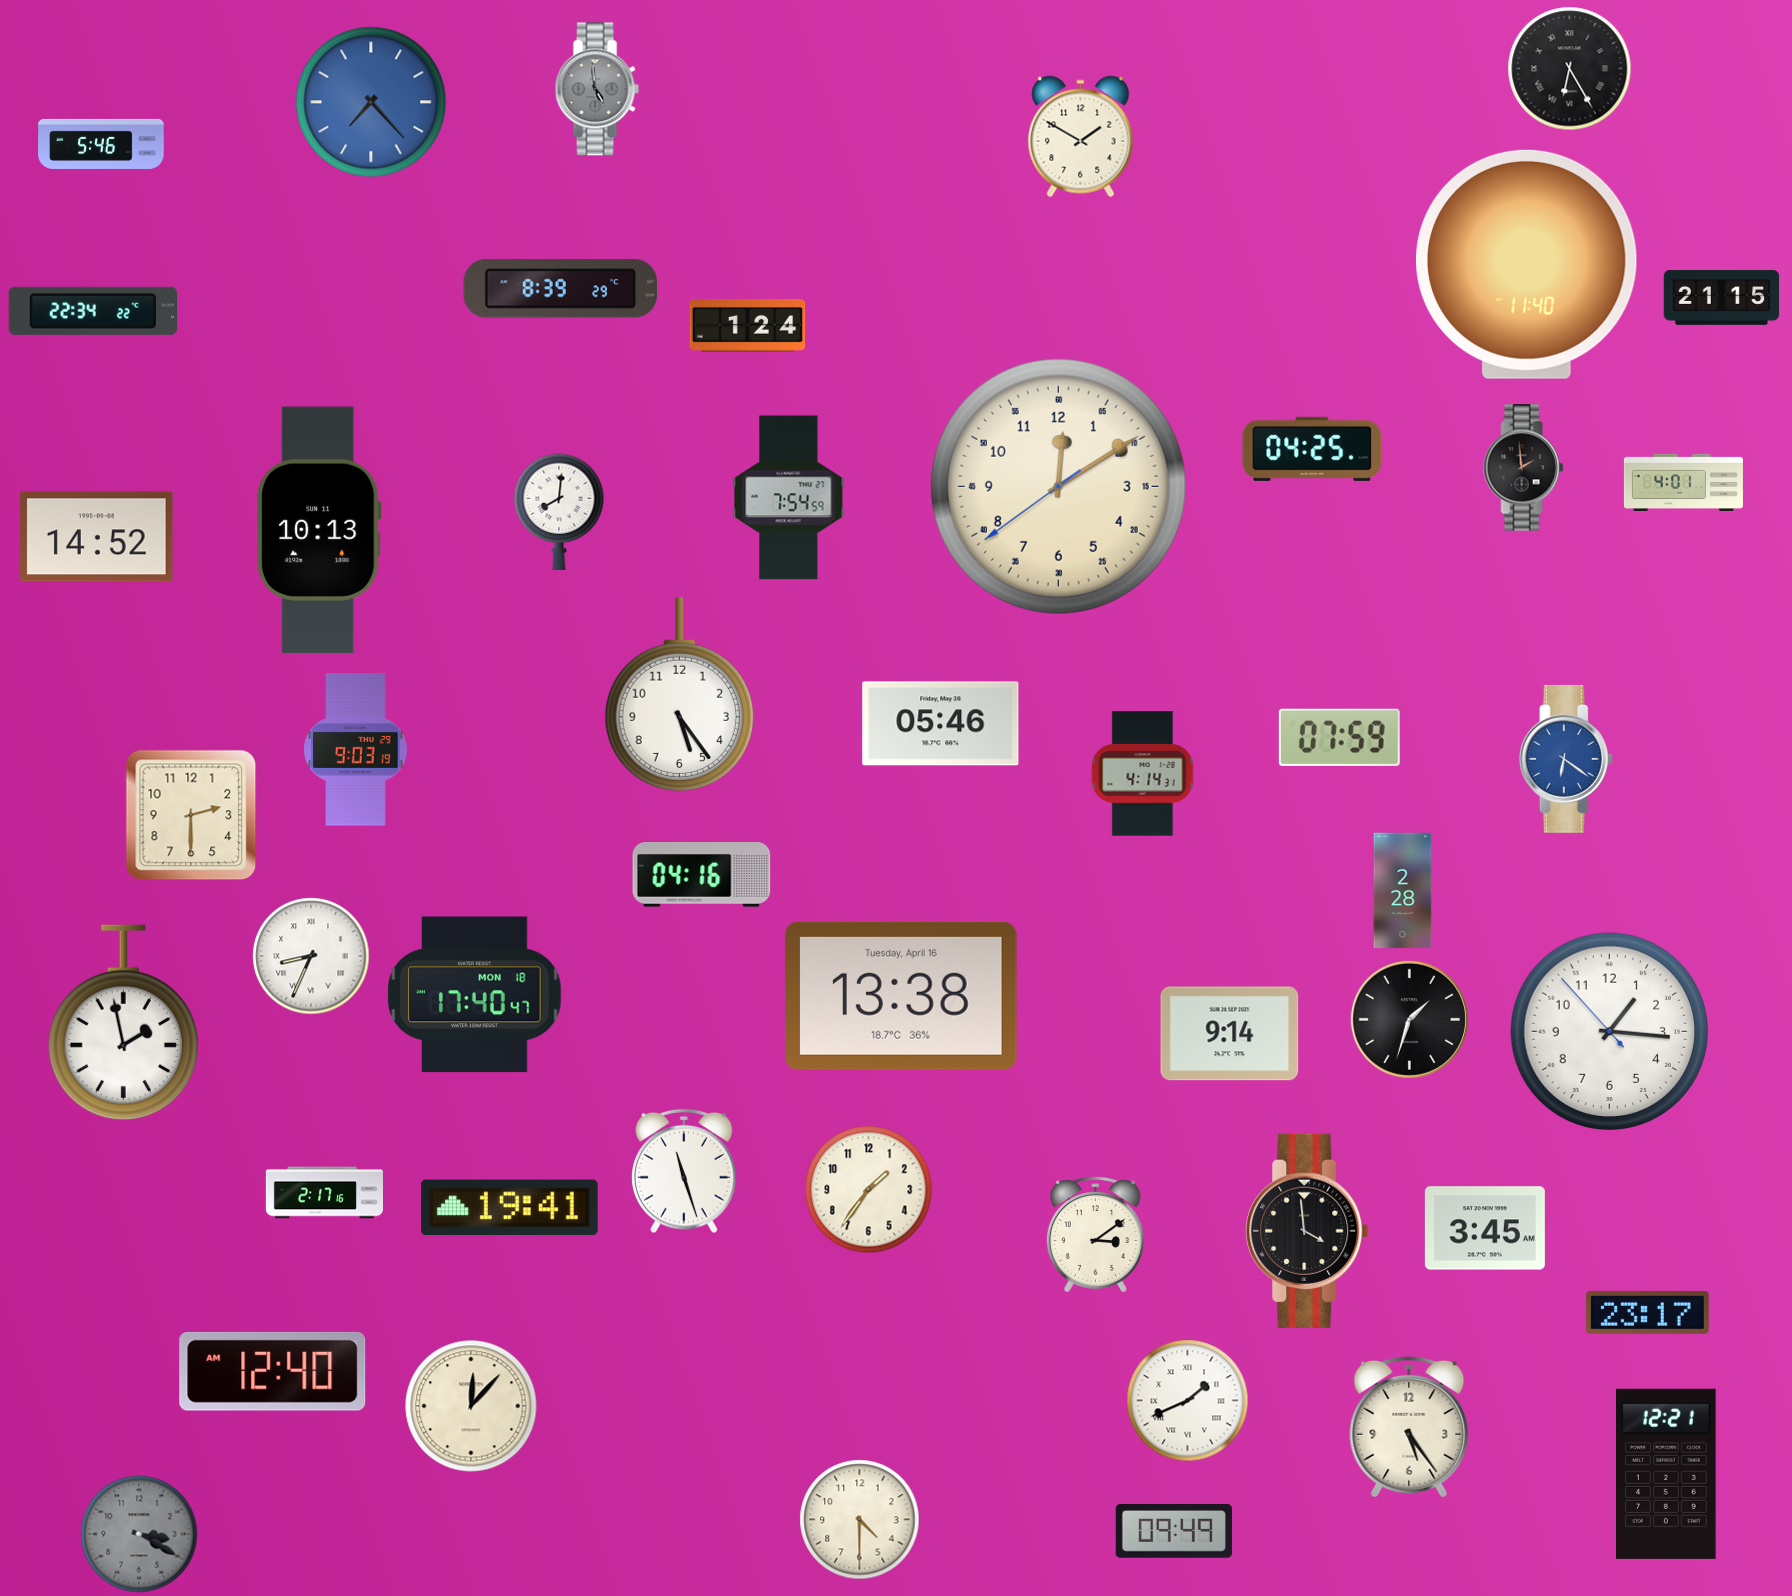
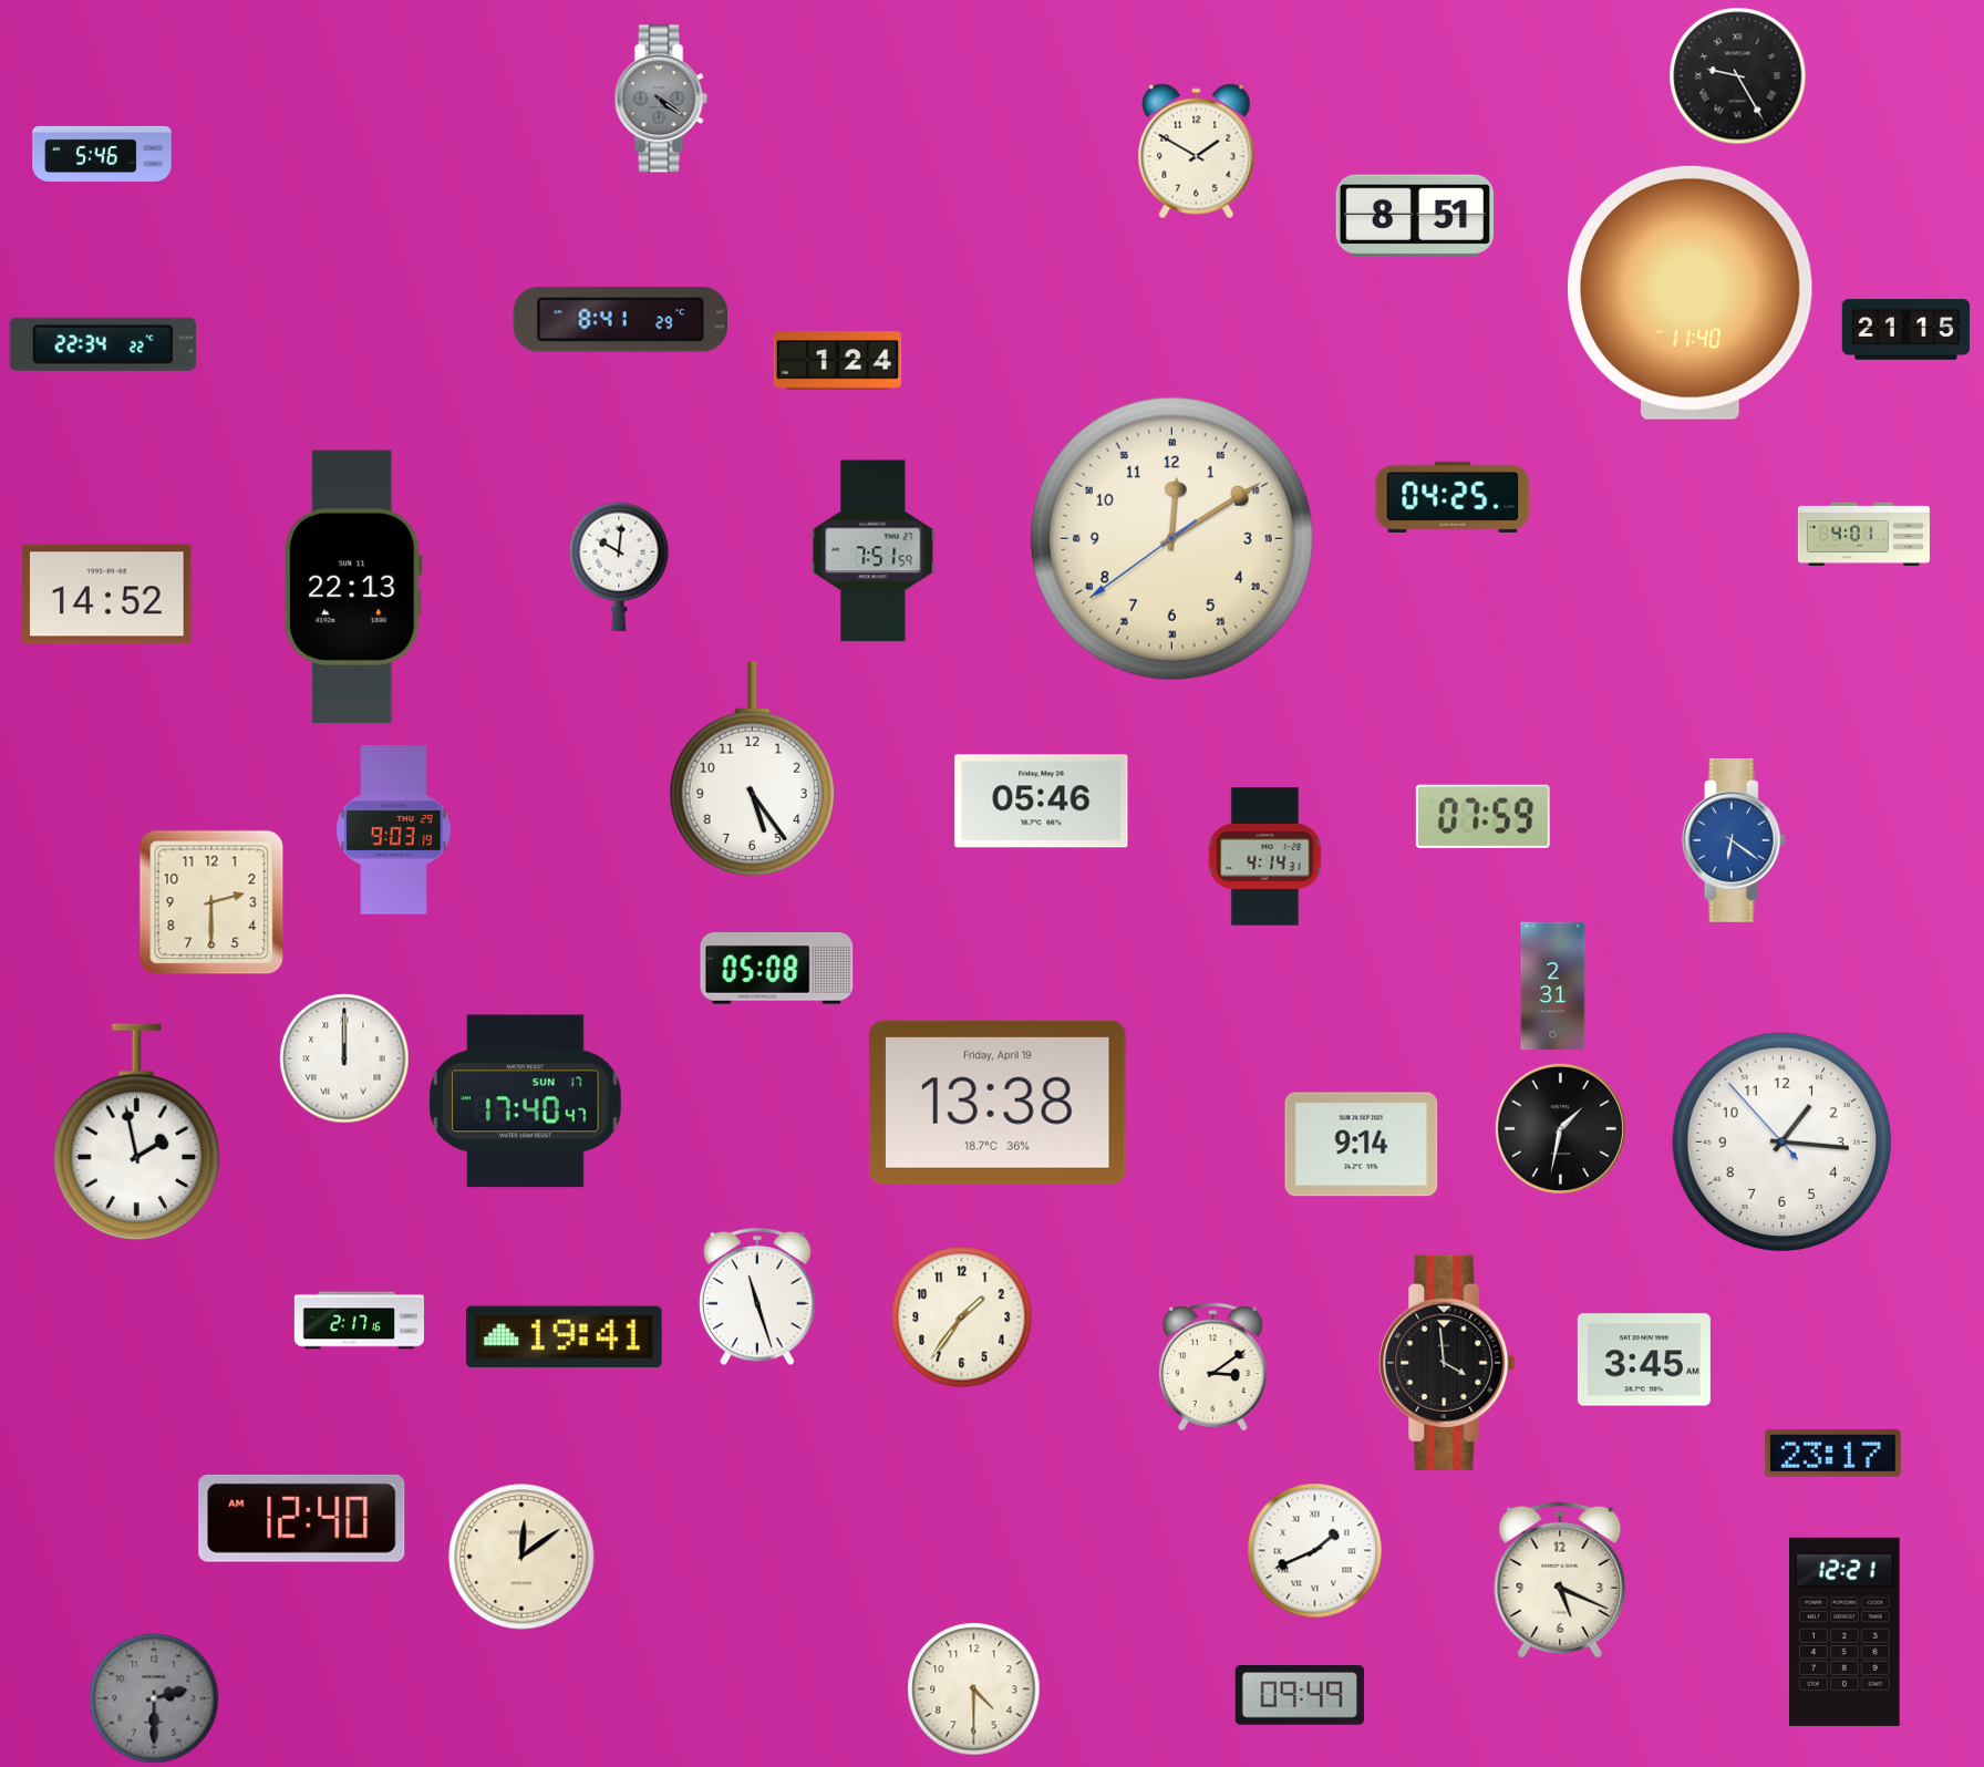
clock at (1570, 69): 6:25 -> 9:25
clock at (597, 89): 4:59 -> 4:21
clock at (371, 102): 7:23 -> none
clock at (101, 144) position: (101, 144) -> (102, 154)
clock at (1414, 216): none -> 8:51
clock at (561, 289): 8:39 -> 8:41
clock at (748, 326) position: (748, 326) -> (838, 361)
clock at (1524, 468): 1:59 -> none
clock at (789, 498): 7:54 -> 7:51
clock at (559, 511): 8:01 -> 10:01
clock at (319, 529): 10:13 -> 22:13
clock at (702, 875): 04:16 -> 05:08
clock at (1403, 891): 2:28 -> 2:31
clock at (311, 956): 8:34 -> 12:00
clock at (475, 995) date: MON 18 -> SUN 17
clock at (901, 996) date: Tuesday, April 16 -> Friday, April 19
clock at (1409, 1019): 1:33 -> 1:32
clock at (1647, 1312) position: (1647, 1312) -> (1832, 1453)
clock at (471, 1406): 12:07 -> 12:09
clock at (1409, 1427): 5:24 -> 5:19
clock at (860, 1520) position: (860, 1520) -> (974, 1689)
clock at (139, 1534): 3:20 -> 2:30
